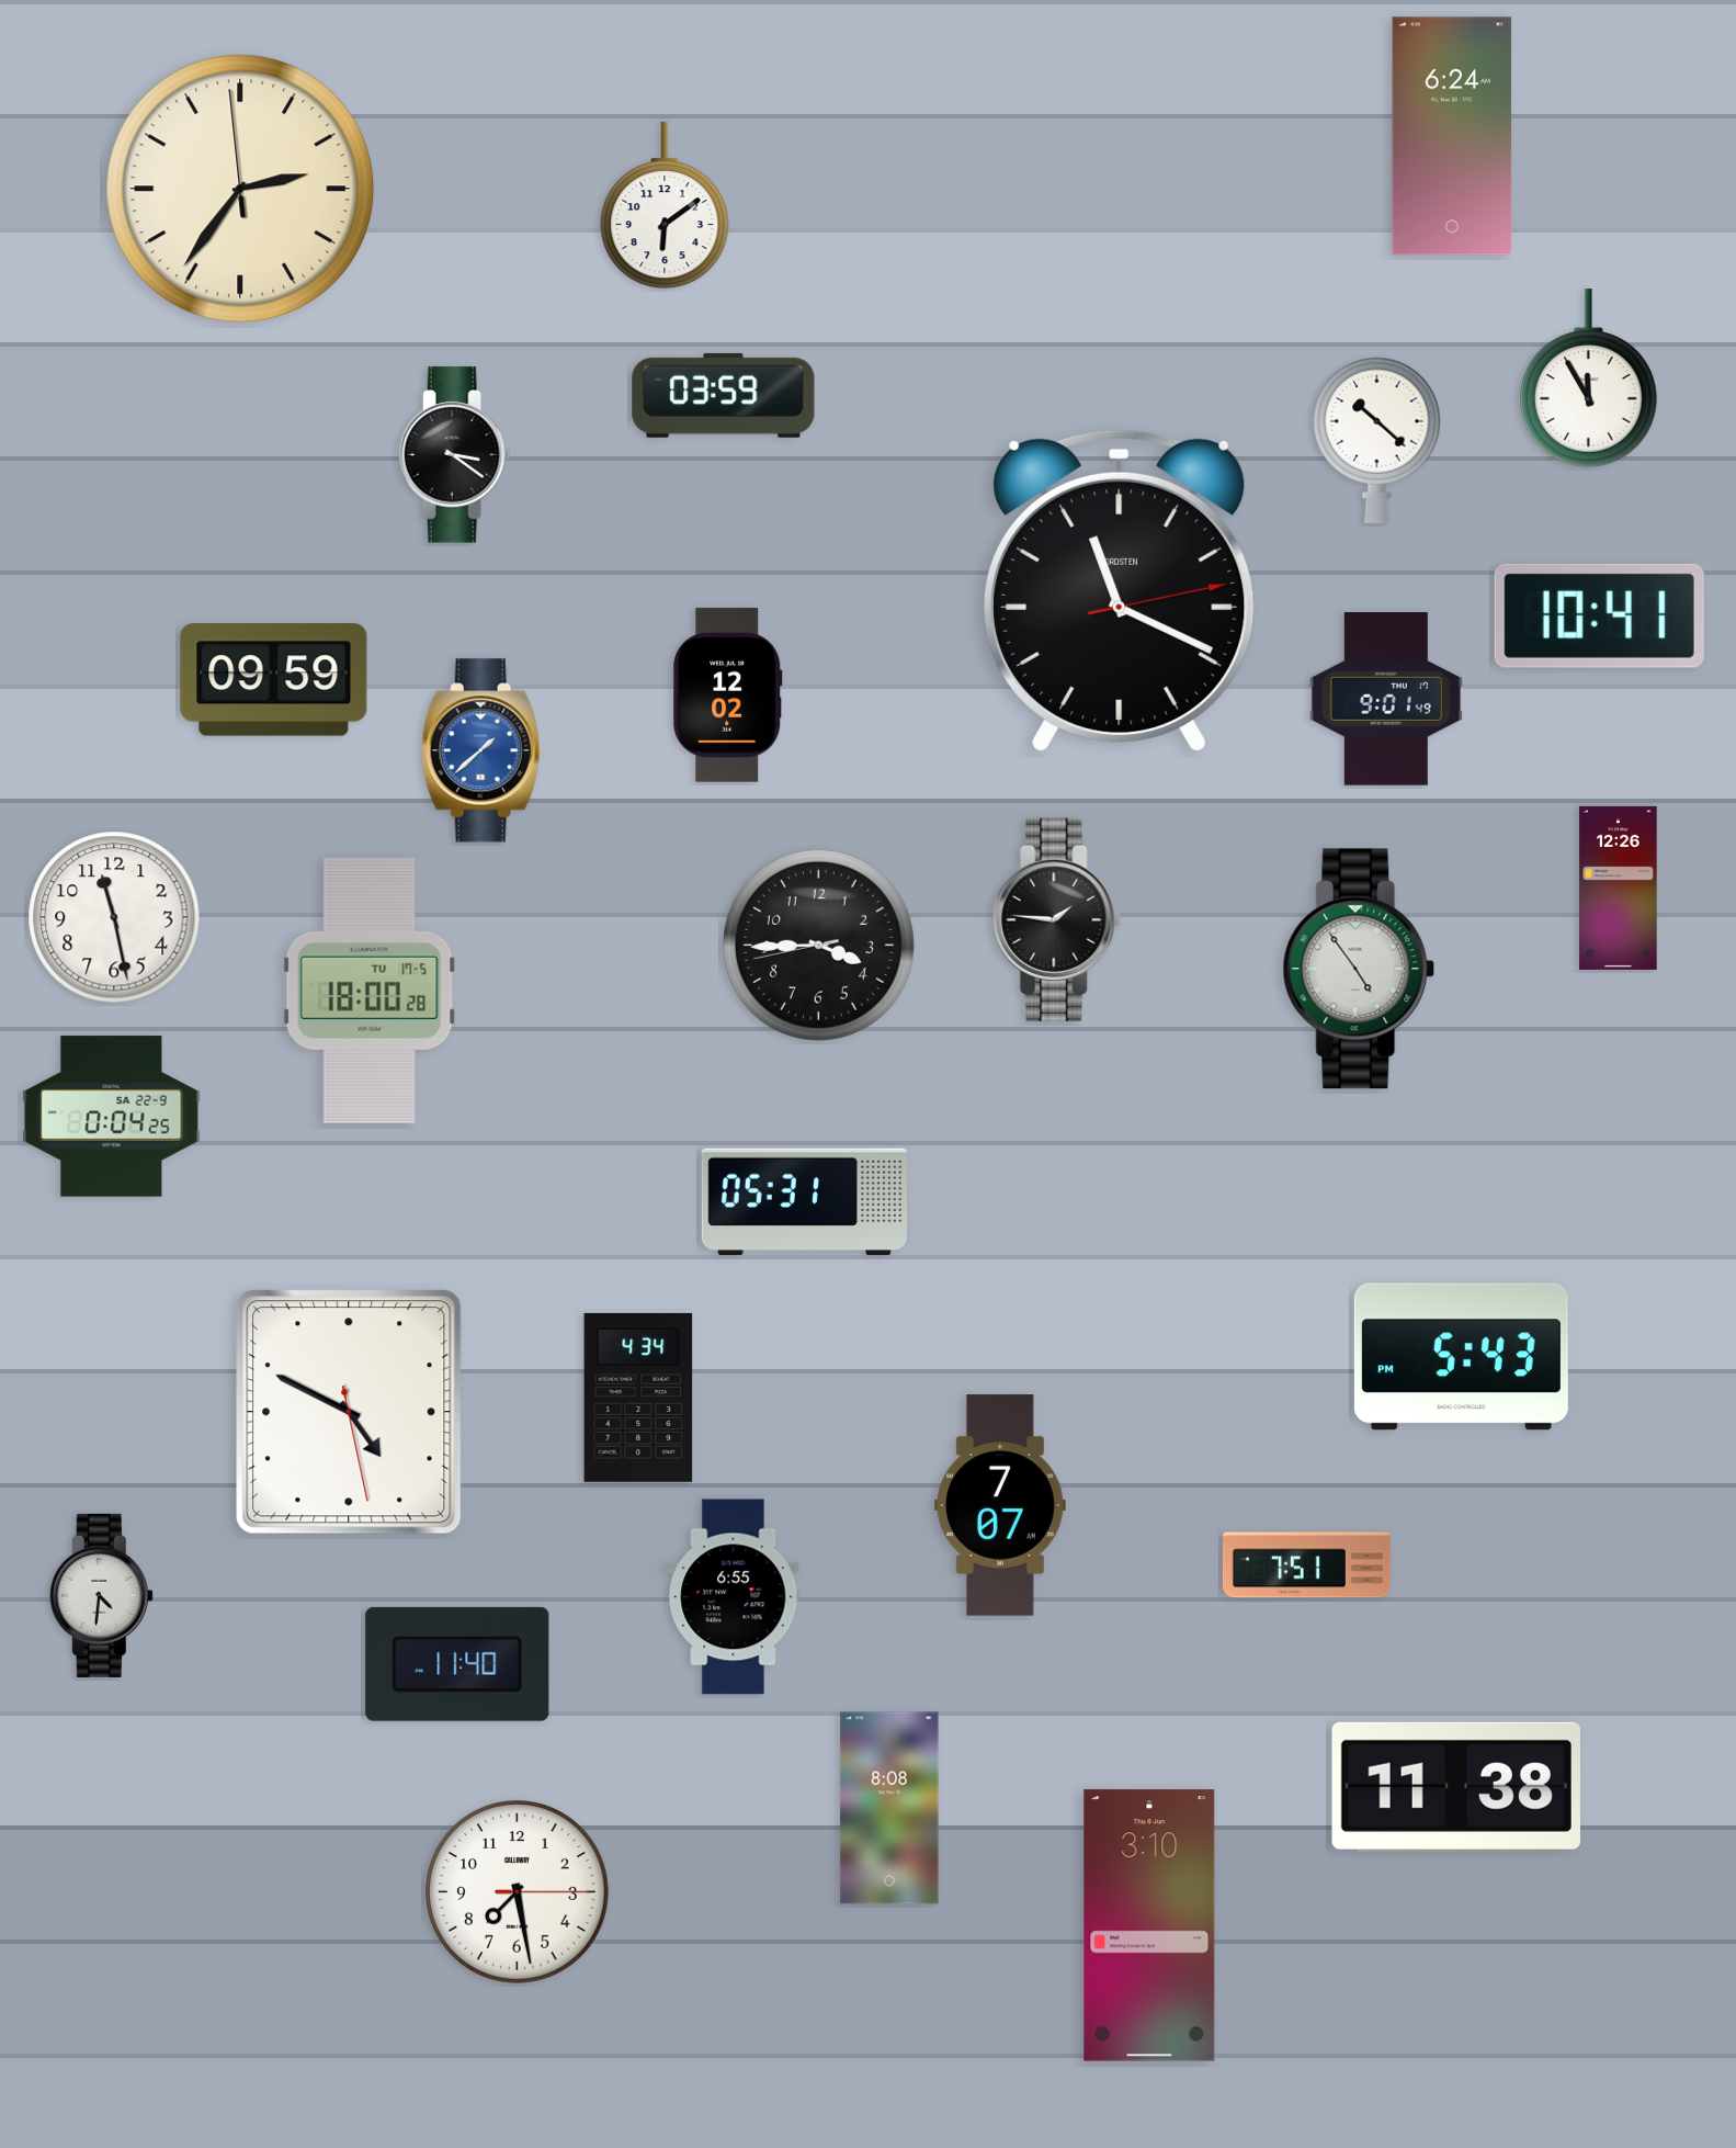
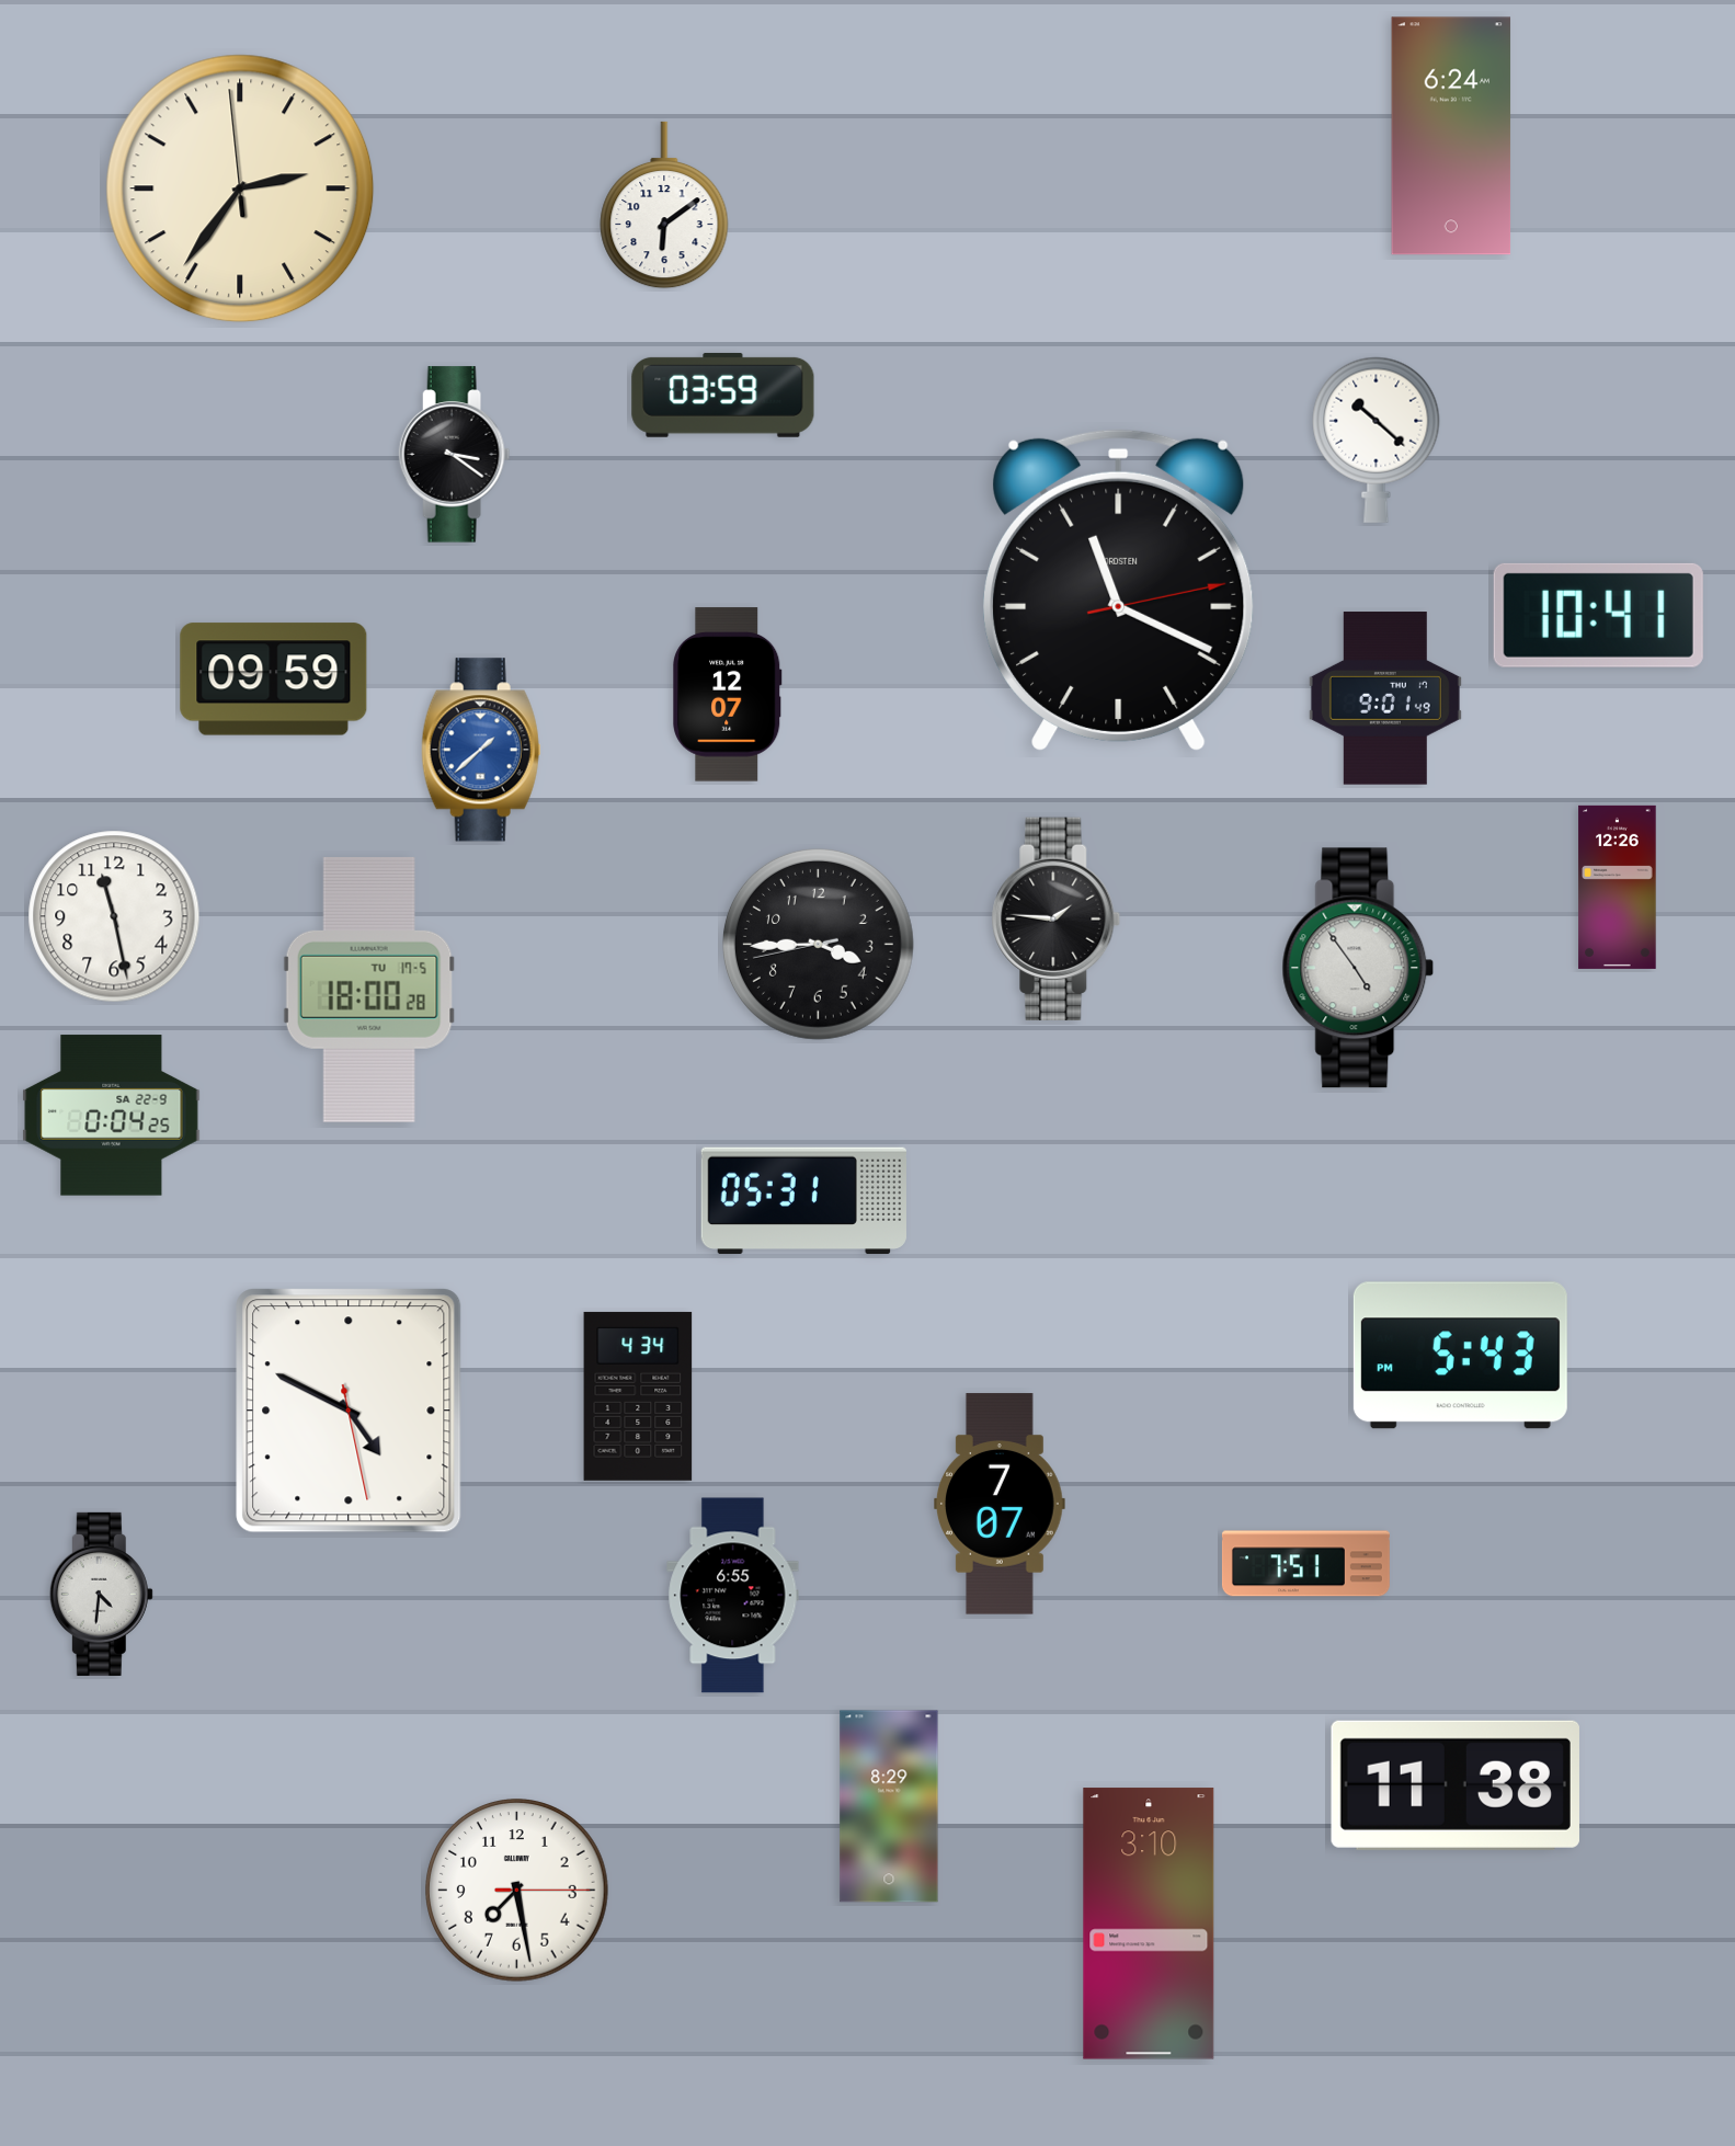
clock at (1589, 378): 11:55 -> none
clock at (728, 696): 12:02 -> 12:07
clock at (457, 1664): 11:40 -> none
clock at (889, 1808): 8:08 -> 8:29
